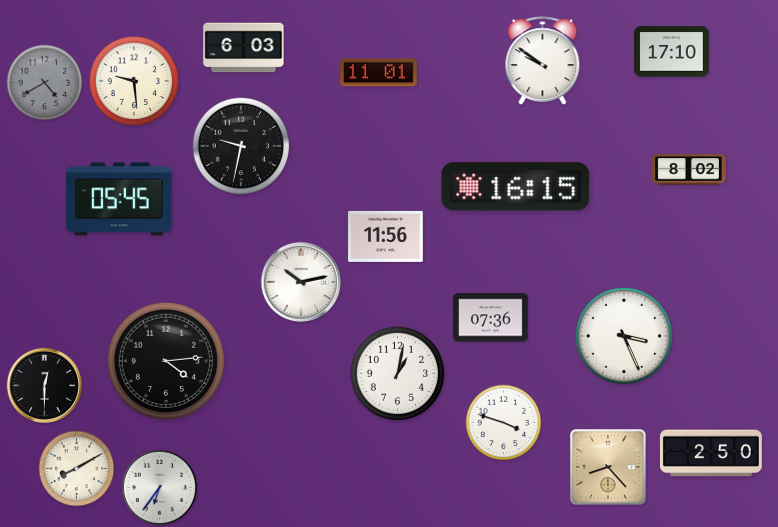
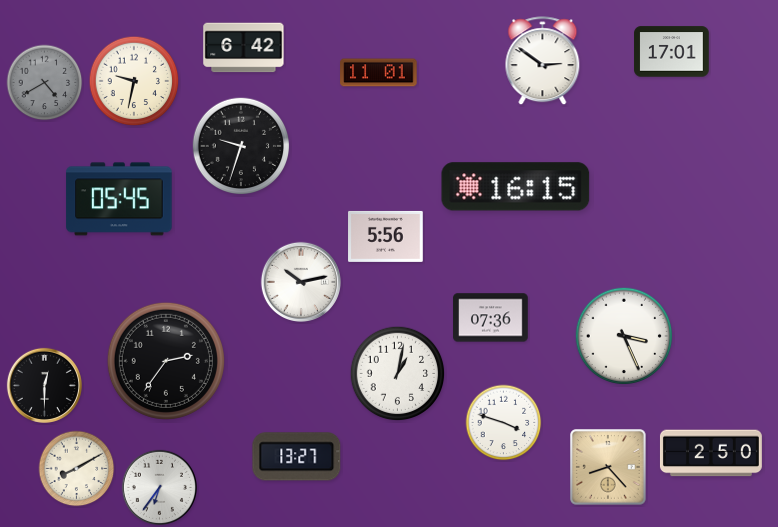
clock at (244, 48): 6:03 -> 6:42
clock at (672, 52): 17:10 -> 17:01
clock at (543, 61): 9:51 -> 2:51
clock at (134, 81): 9:29 -> 9:32
clock at (241, 146): 9:32 -> 9:33
clock at (689, 170): 8:02 -> none
clock at (386, 236): 11:56 -> 5:56
clock at (166, 361): 4:14 -> 2:36
clock at (297, 457): none -> 13:27
